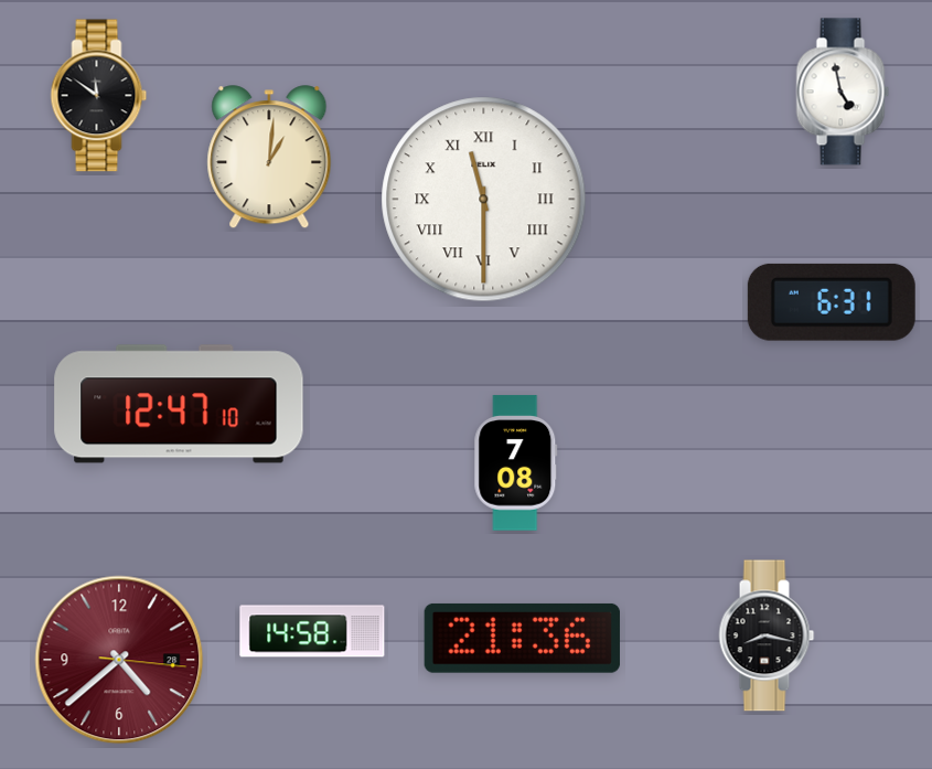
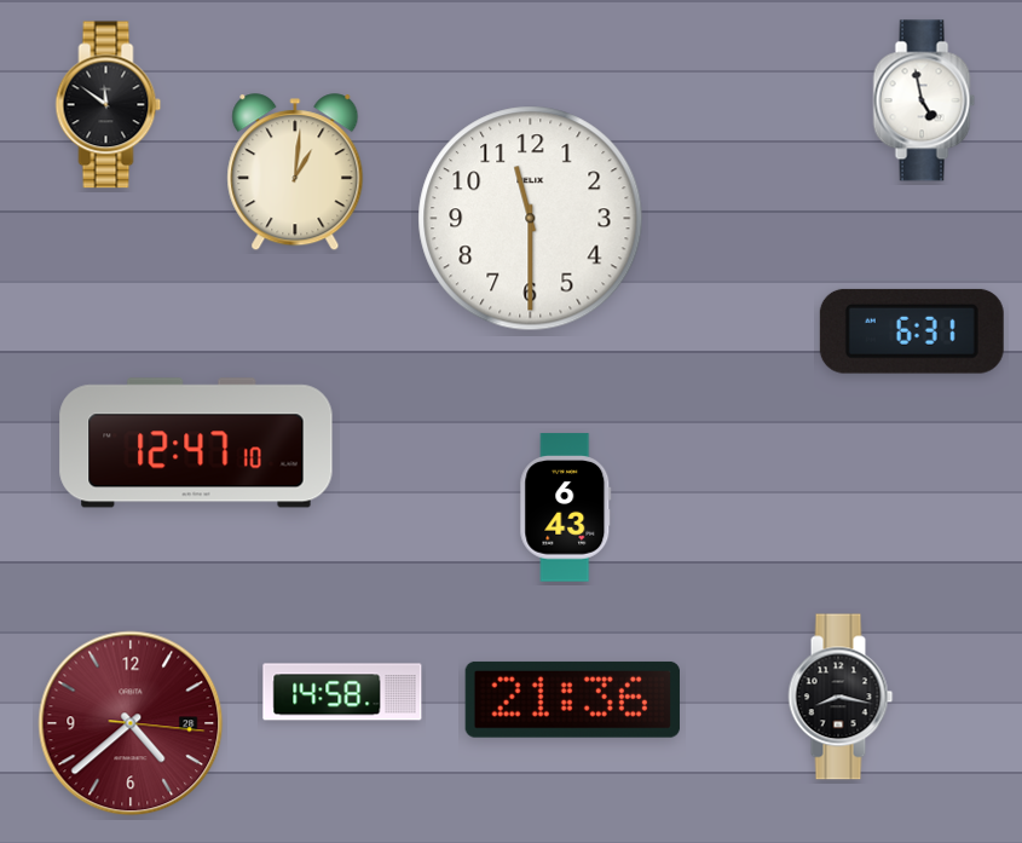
clock at (484, 200) numerals: Roman -> Arabic
clock at (516, 463): 7:08 -> 6:43
